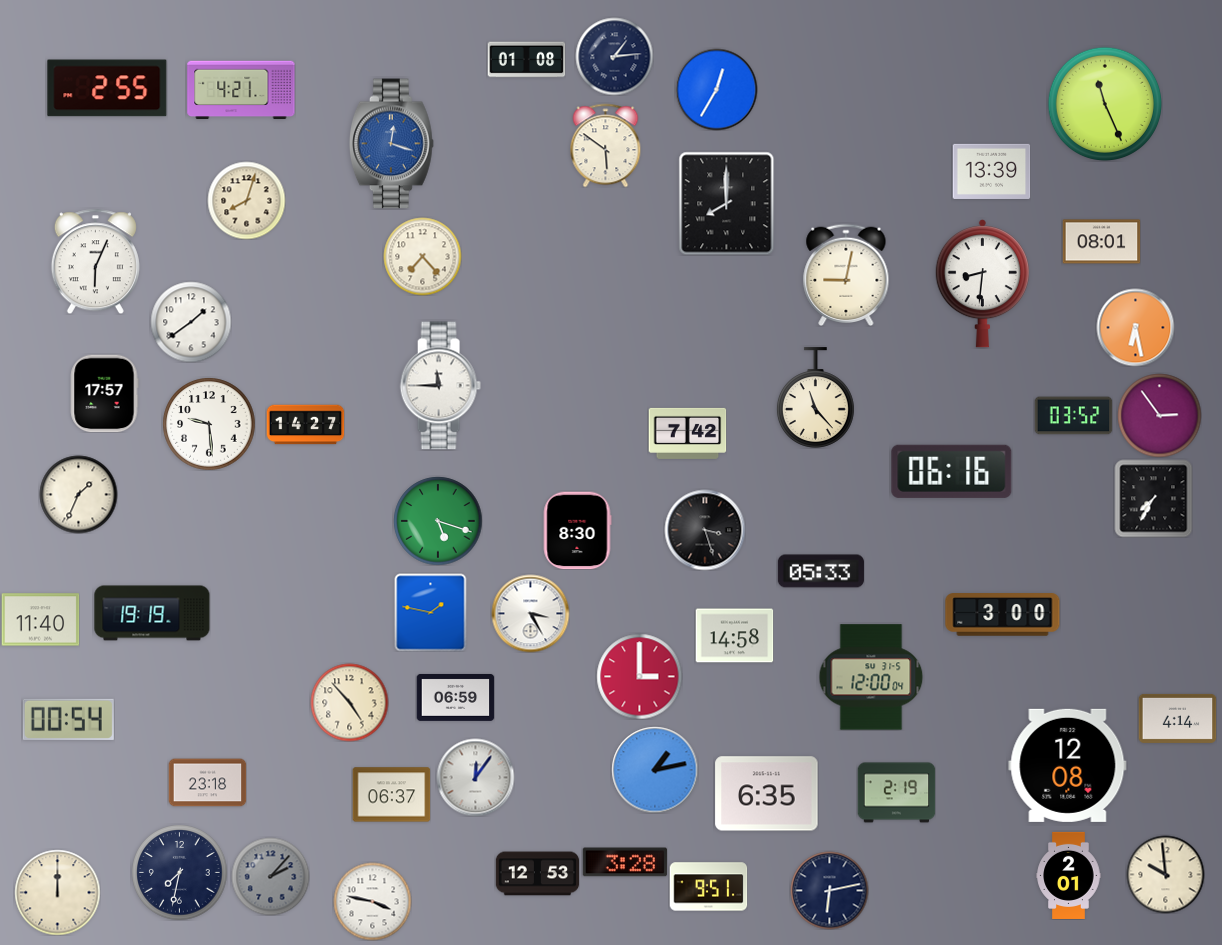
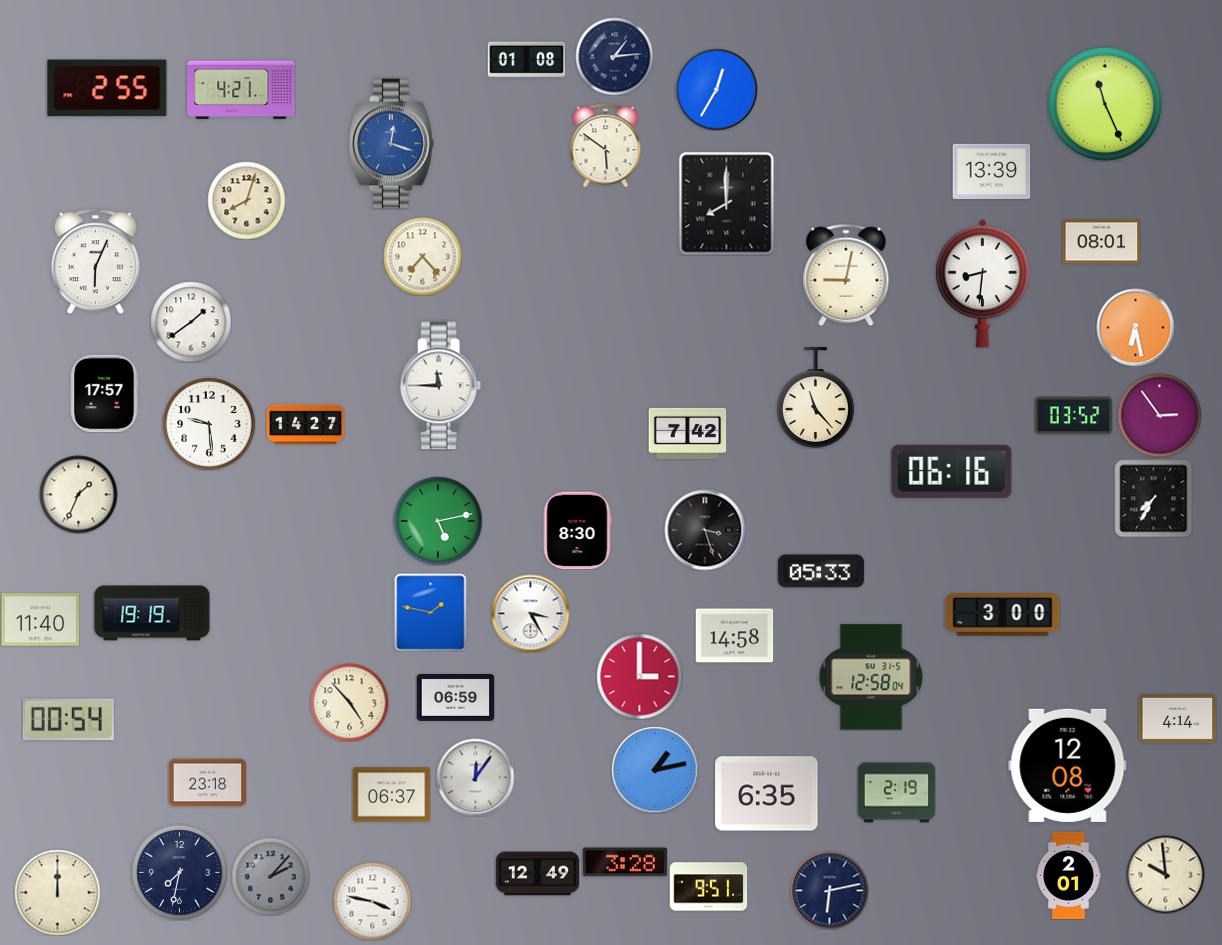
clock at (438, 521): 5:18 -> 5:13
clock at (871, 677): 12:00 -> 12:58
clock at (537, 874): 12:53 -> 12:49
